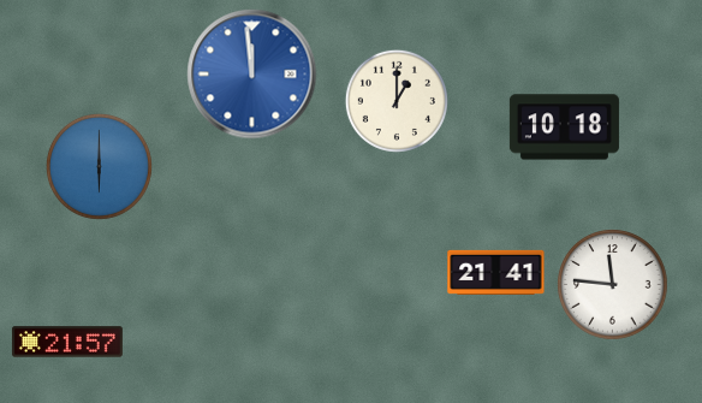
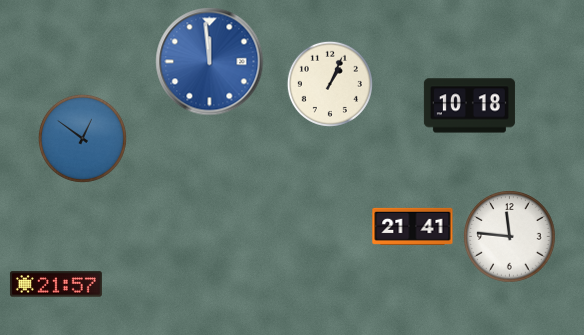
clock at (397, 101): 1:00 -> 1:04
clock at (99, 166): 6:00 -> 12:51
